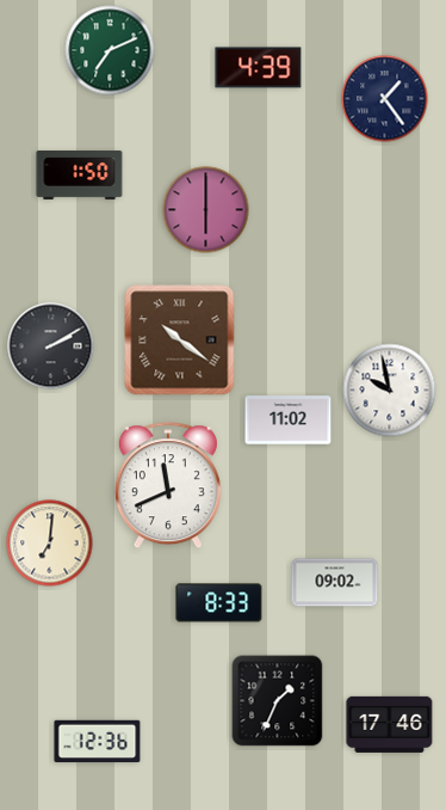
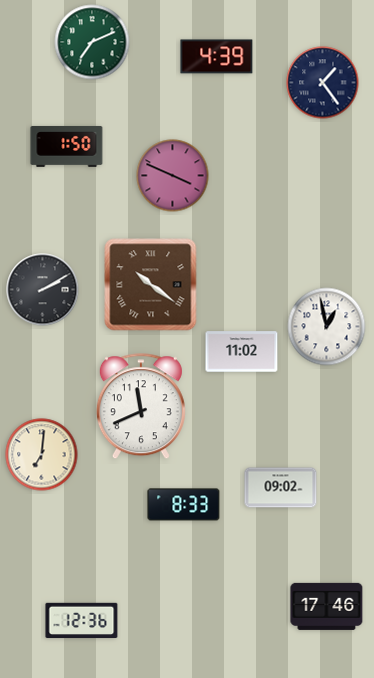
clock at (206, 210): 6:00 -> 3:49
clock at (390, 391): 9:58 -> 12:58
clock at (278, 701): 1:34 -> none
